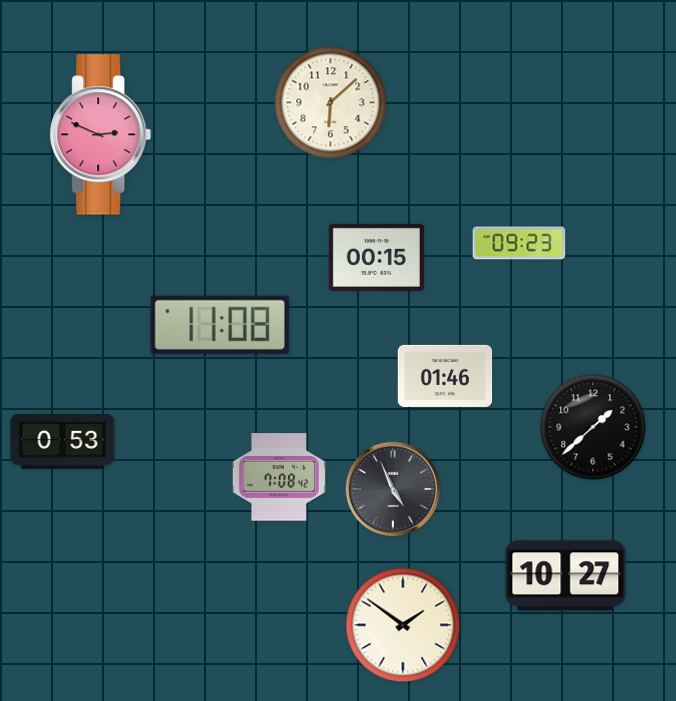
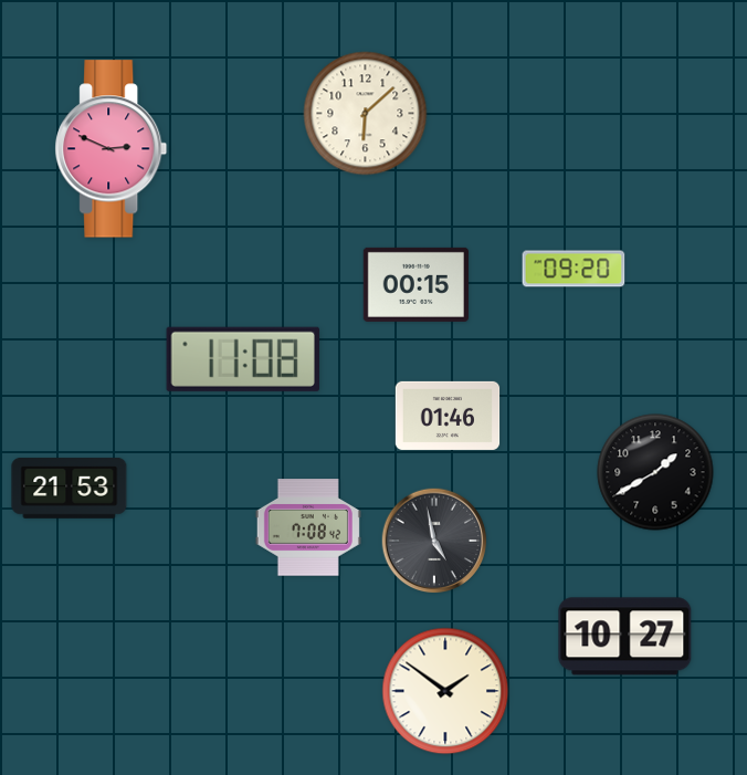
clock at (519, 243): 09:23 -> 09:20
clock at (445, 376) position: (445, 376) -> (448, 416)
clock at (593, 427): 1:38 -> 1:40
clock at (63, 441): 0:53 -> 21:53
clock at (393, 489): 4:56 -> 4:58
